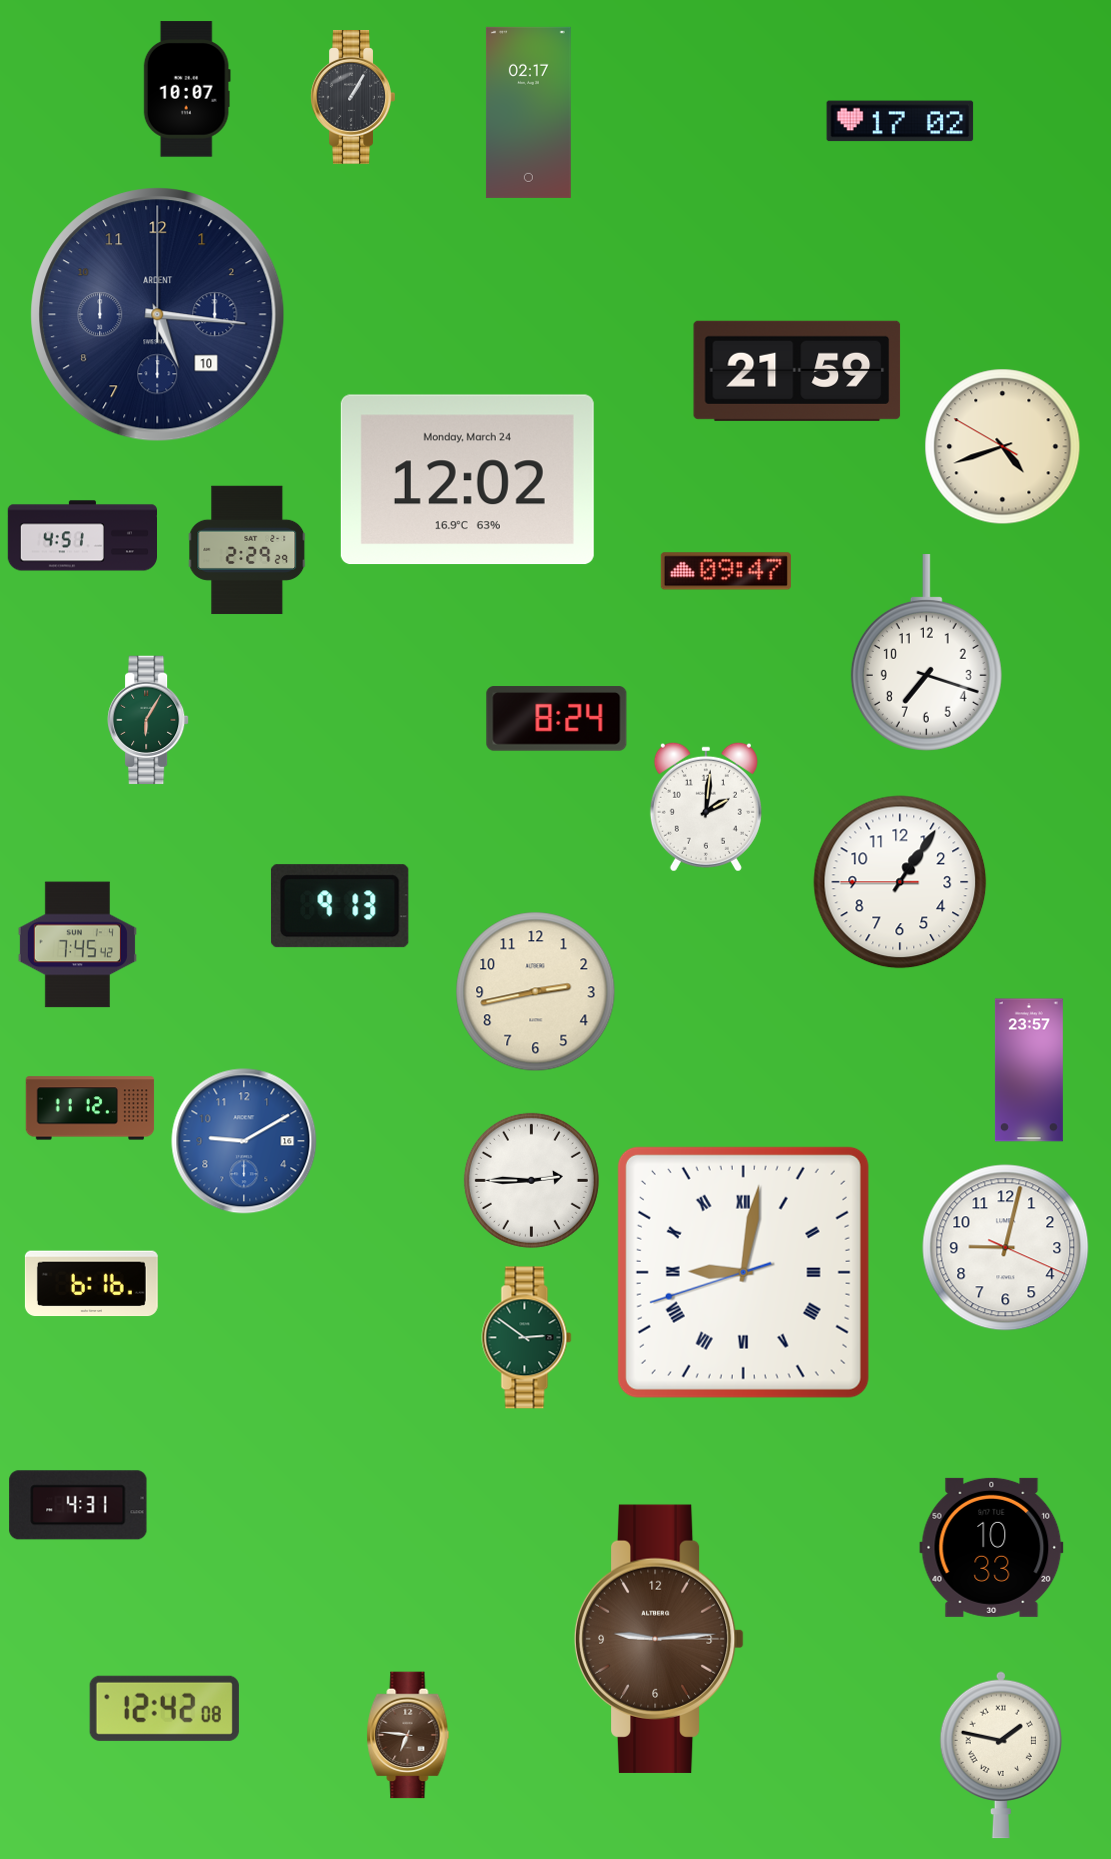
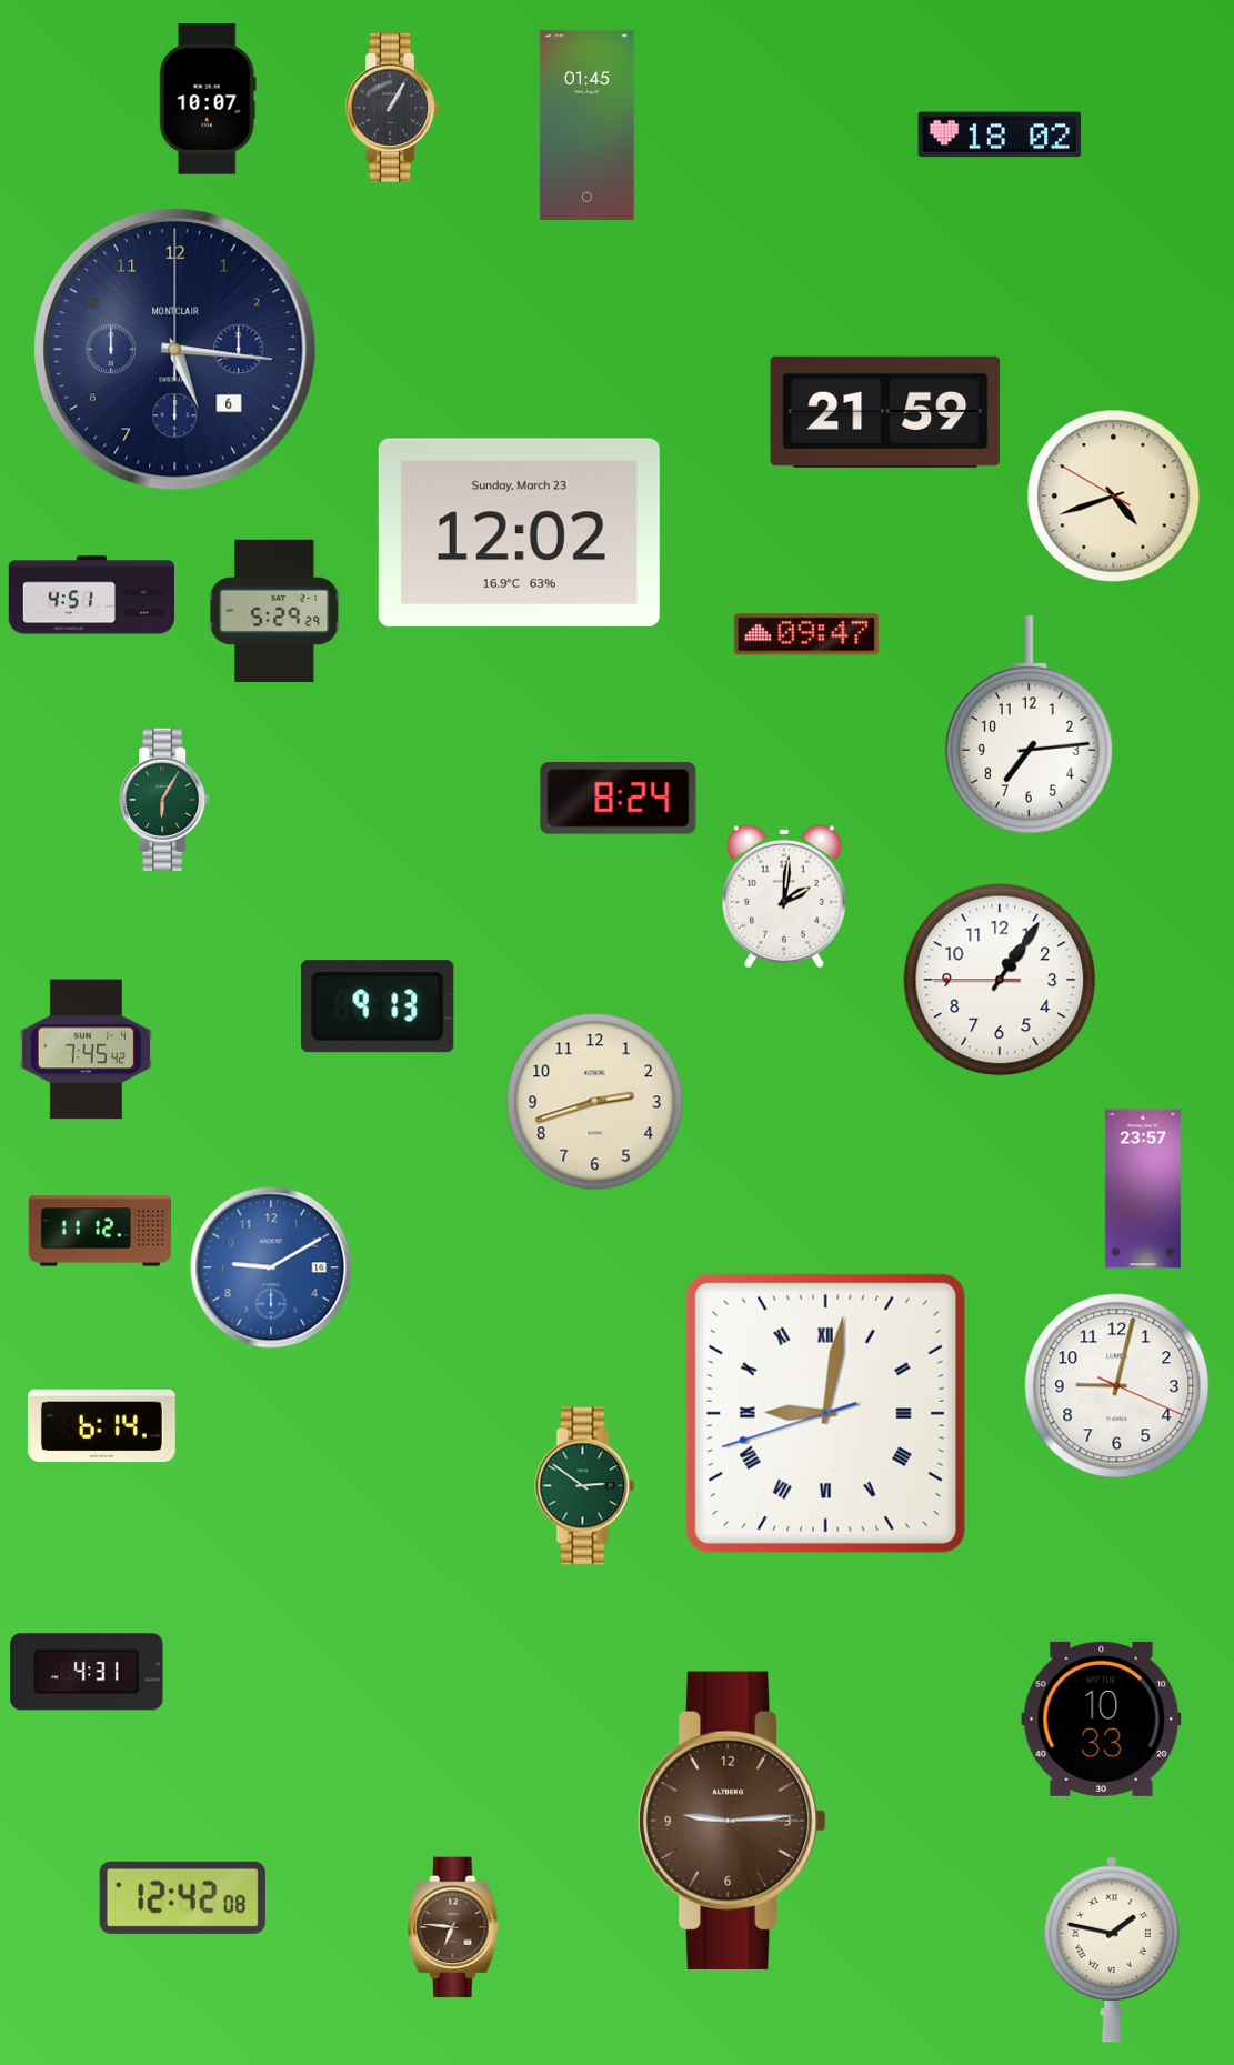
clock at (528, 112): 02:17 -> 01:45
clock at (900, 121): 17:02 -> 18:02
clock at (158, 315) date: 10 -> 6
clock at (158, 315) brand: ARDENT -> MONTCLAIR
clock at (467, 480) date: Monday, March 24 -> Sunday, March 23
clock at (247, 550): 2:29 -> 5:29
clock at (926, 653): 7:18 -> 7:14
clock at (536, 992): 2:43 -> 2:42
clock at (531, 1180): 2:45 -> none
clock at (91, 1284): 6:16 -> 6:14
